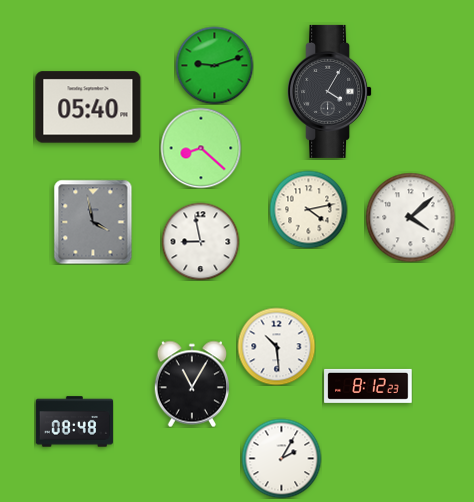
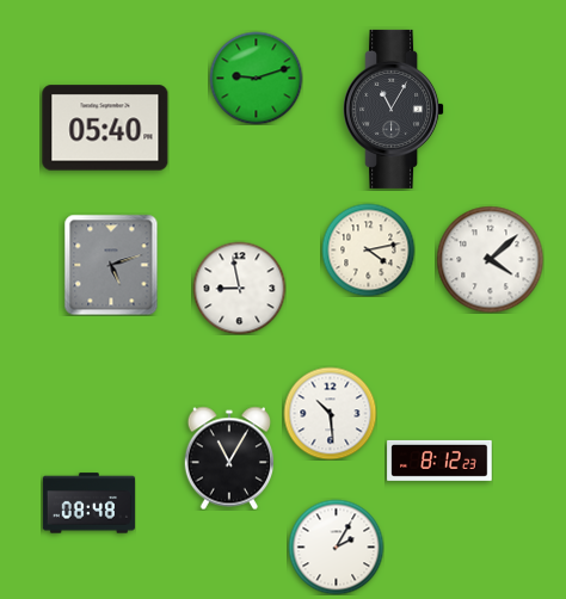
clock at (330, 91): 4:05 -> 11:05
clock at (201, 148): 8:22 -> none
clock at (93, 222): 3:58 -> 5:12
